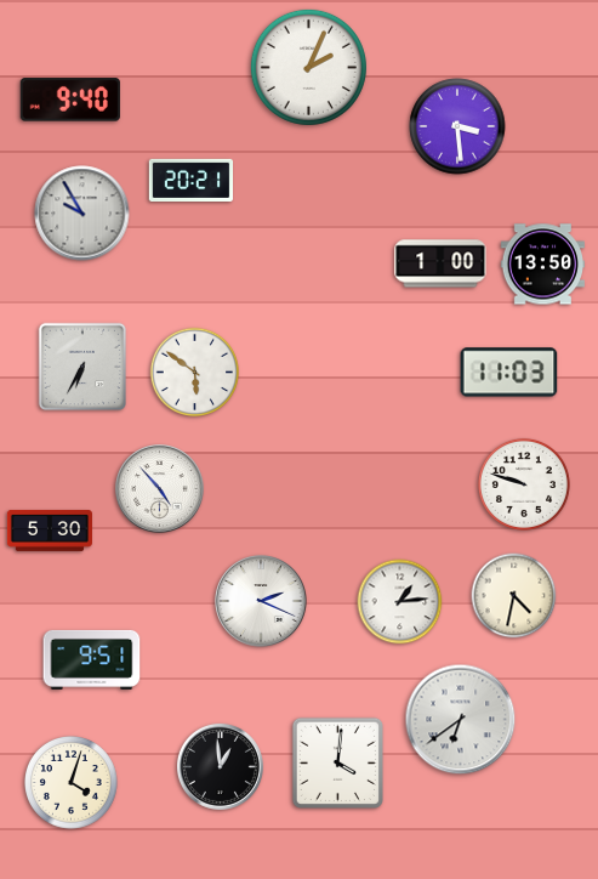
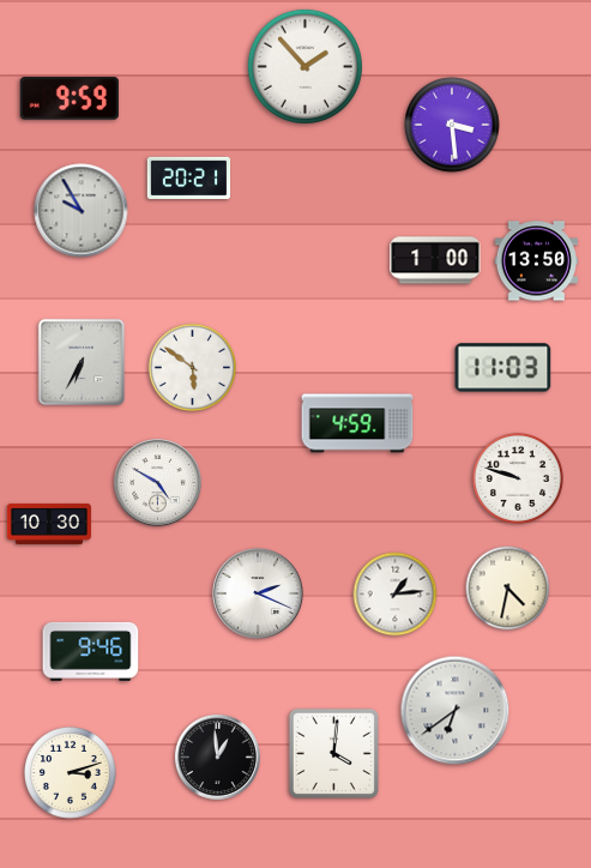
clock at (308, 67): 2:04 -> 1:53
clock at (70, 100): 9:40 -> 9:59
clock at (357, 423): none -> 4:59
clock at (160, 489): 4:53 -> 4:50
clock at (50, 531): 5:30 -> 10:30
clock at (92, 659): 9:51 -> 9:46
clock at (72, 783): 4:03 -> 3:12
